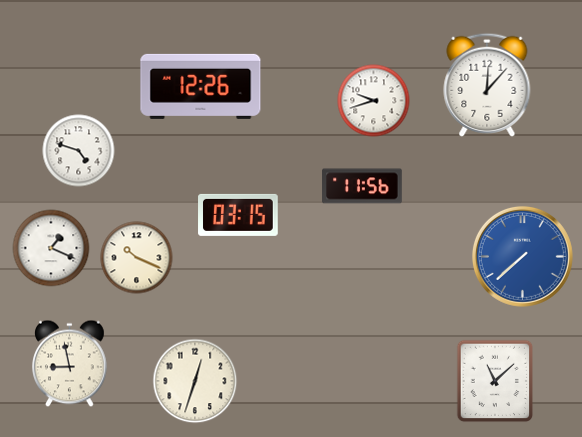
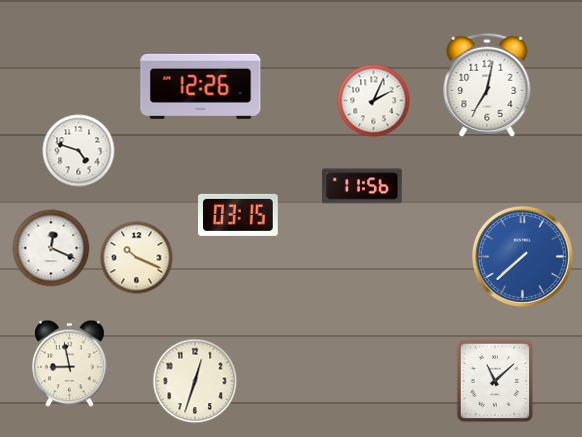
clock at (487, 85): 12:07 -> 7:02
clock at (374, 101): 9:42 -> 2:04
clock at (51, 248): 1:19 -> 12:19
